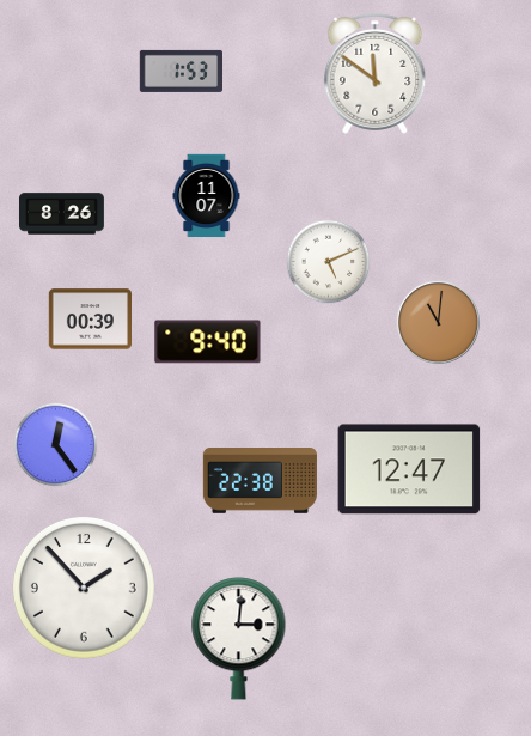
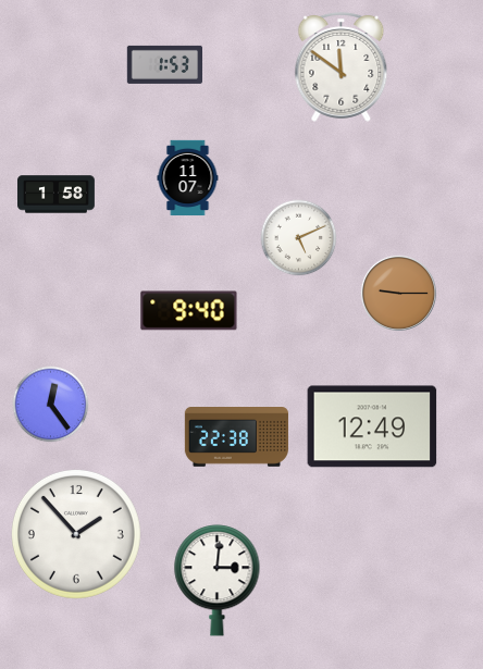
clock at (62, 214): 8:26 -> 1:58
clock at (90, 320): 00:39 -> none
clock at (438, 322): 11:01 -> 9:15
clock at (409, 469): 12:47 -> 12:49
